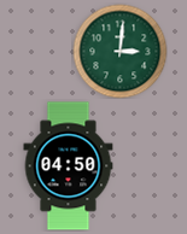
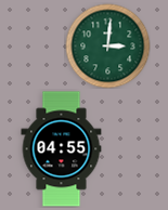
clock at (69, 166): 04:50 -> 04:55
